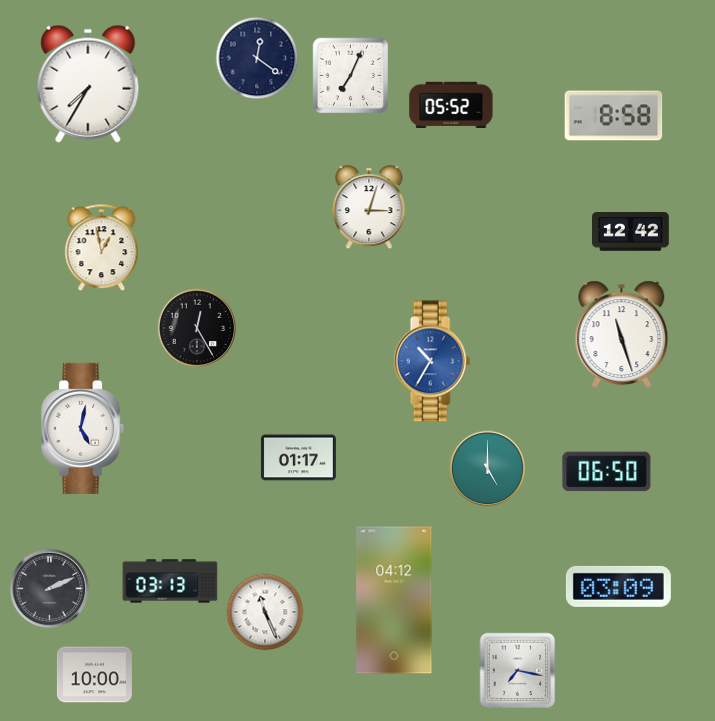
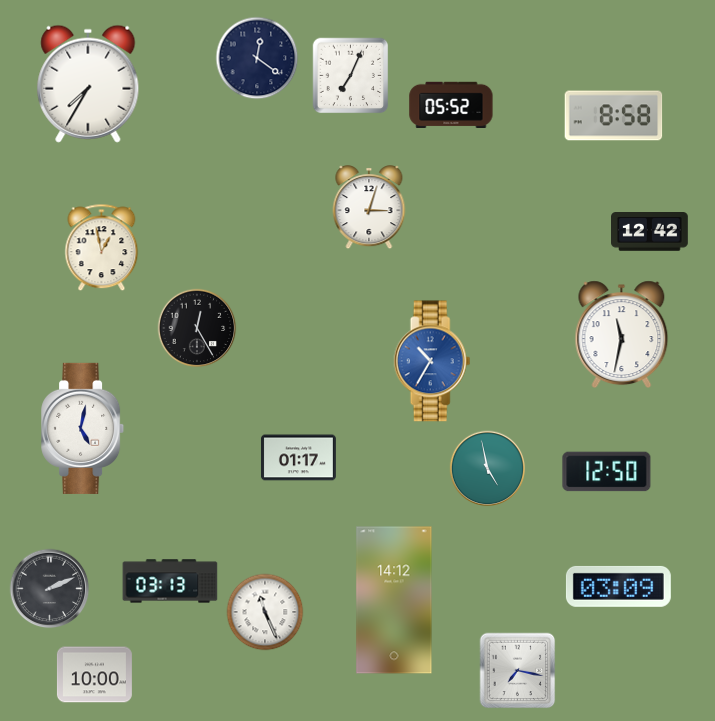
clock at (631, 232) position: (631, 232) -> (650, 232)
clock at (622, 335): 11:27 -> 11:32
clock at (488, 469): 5:00 -> 4:58
clock at (607, 472): 06:50 -> 12:50
clock at (394, 600): 04:12 -> 14:12
